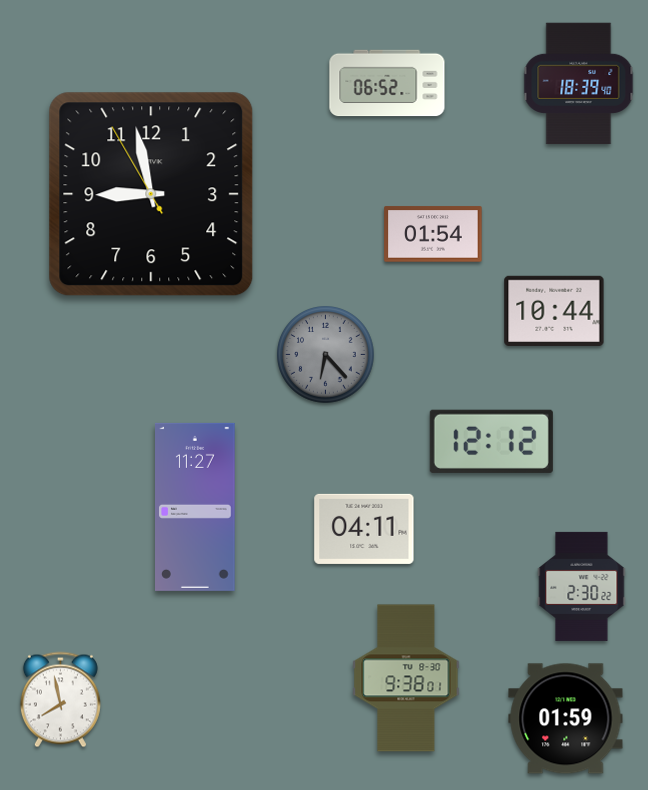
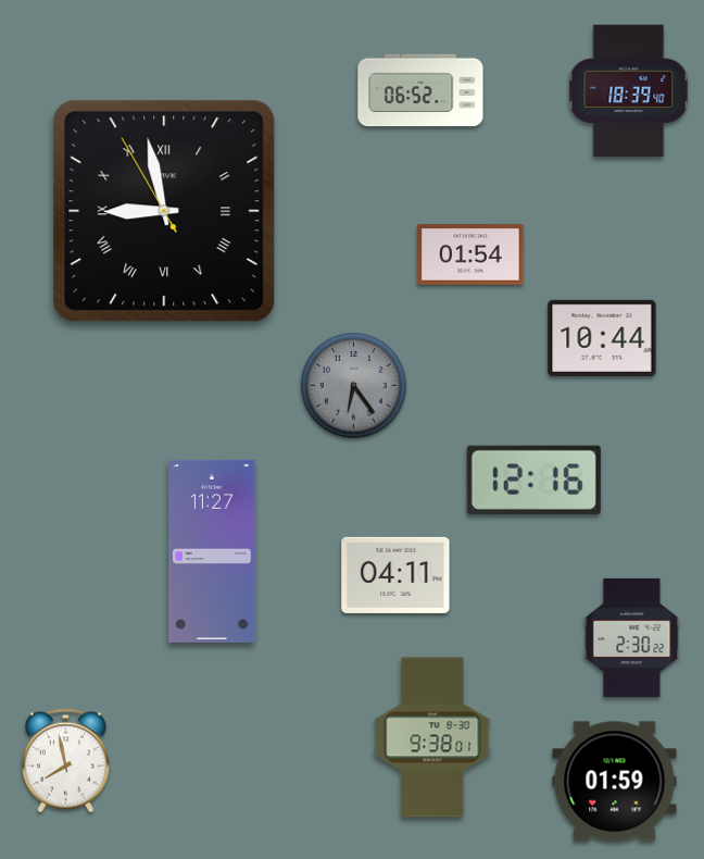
clock at (151, 194) numerals: Arabic -> Roman
clock at (326, 355): 6:23 -> 6:24
clock at (491, 441): 12:12 -> 12:16
clock at (406, 678) position: (406, 678) -> (432, 737)
